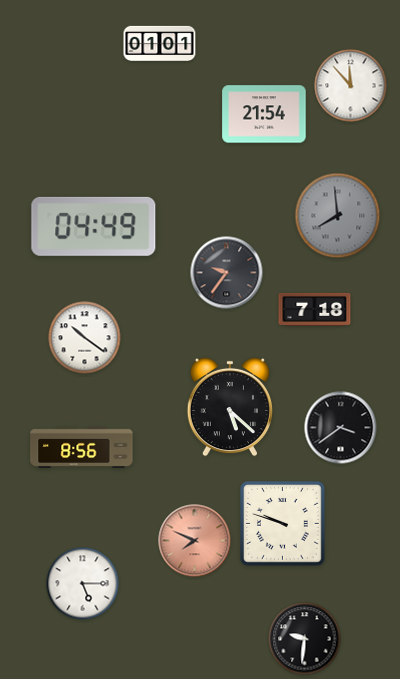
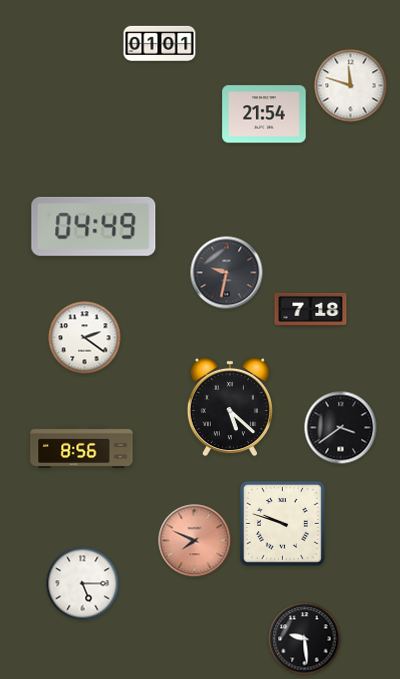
clock at (351, 86): 11:53 -> 11:48
clock at (338, 216): 7:59 -> none
clock at (227, 273): 9:36 -> 9:32
clock at (315, 309) position: (315, 309) -> (311, 309)
clock at (85, 338): 10:21 -> 2:21
clock at (305, 639): 9:31 -> 9:29
